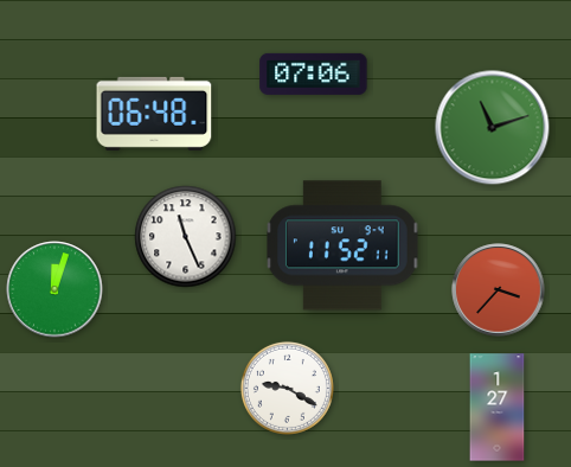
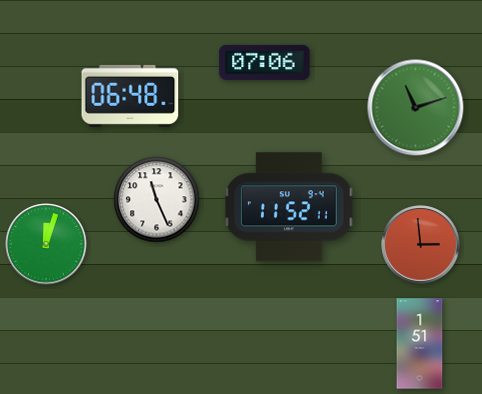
clock at (499, 290): 3:37 -> 2:59
clock at (287, 388): 9:20 -> none
clock at (498, 408): 1:27 -> 1:51
